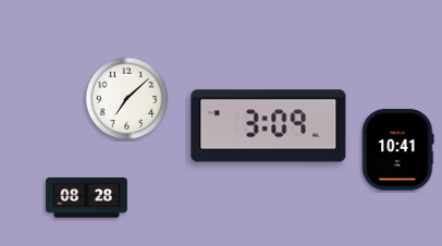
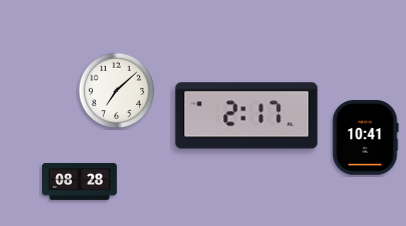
clock at (269, 126): 3:09 -> 2:17
